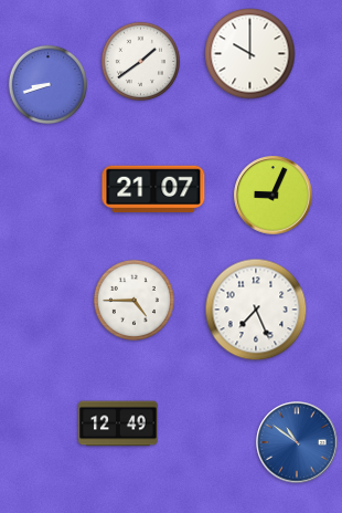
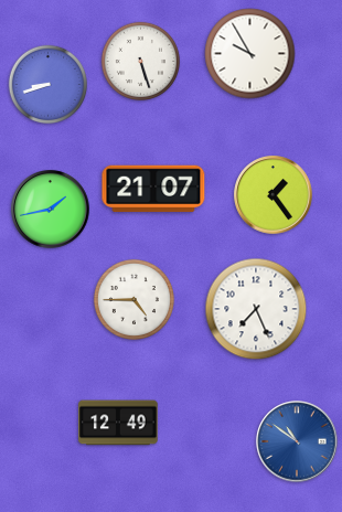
clock at (250, 54): 10:00 -> 9:55
clock at (140, 61): 1:39 -> 5:27
clock at (274, 196): 9:04 -> 1:24
clock at (51, 210): none -> 1:43
